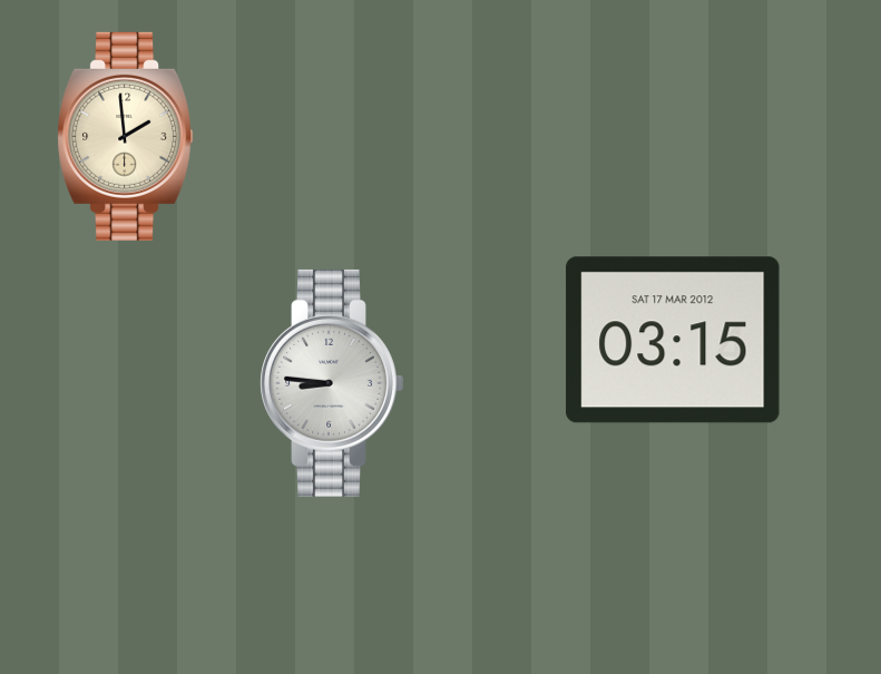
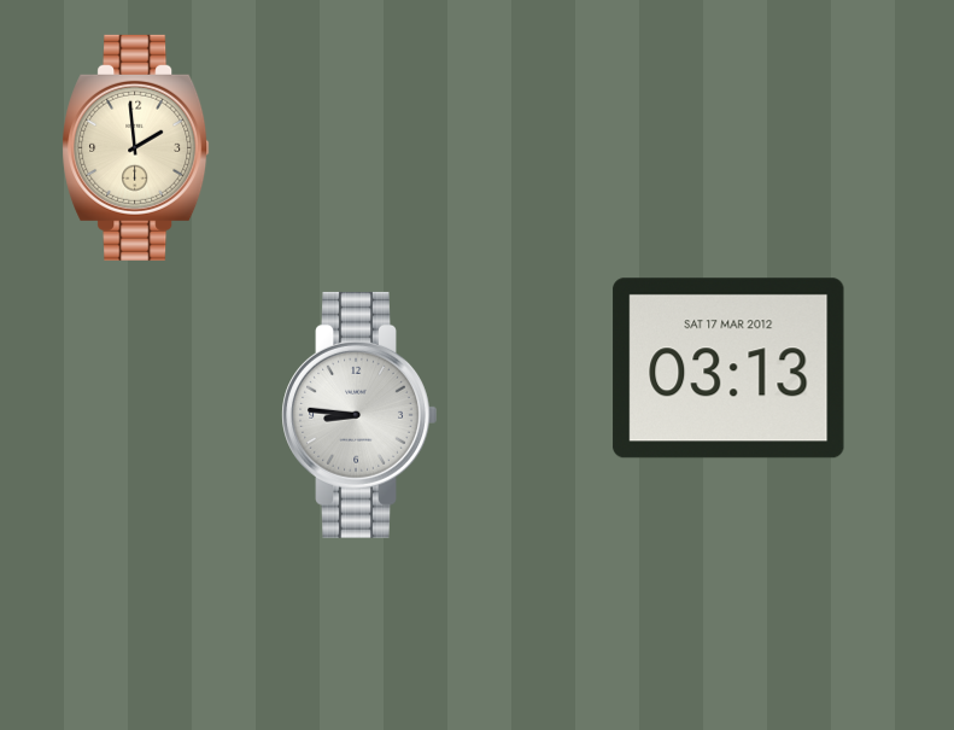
clock at (673, 340): 03:15 -> 03:13
